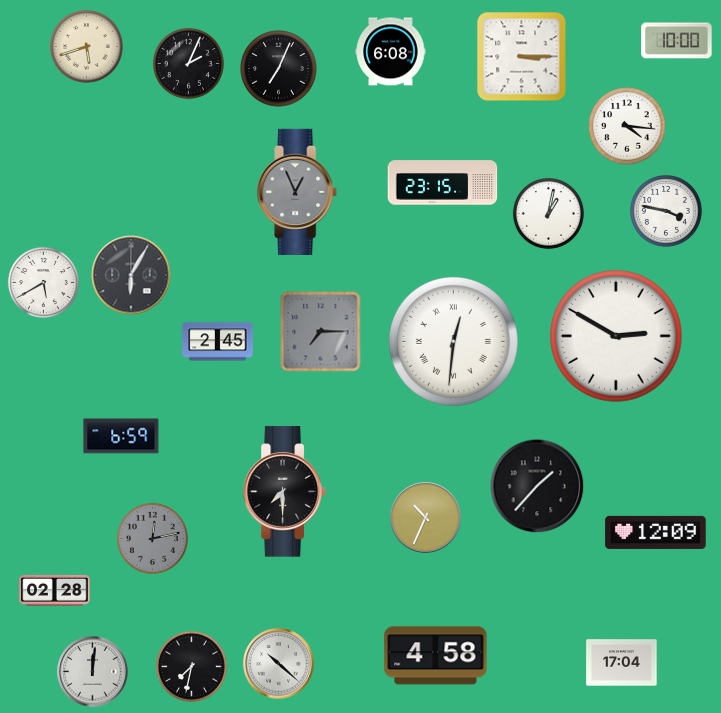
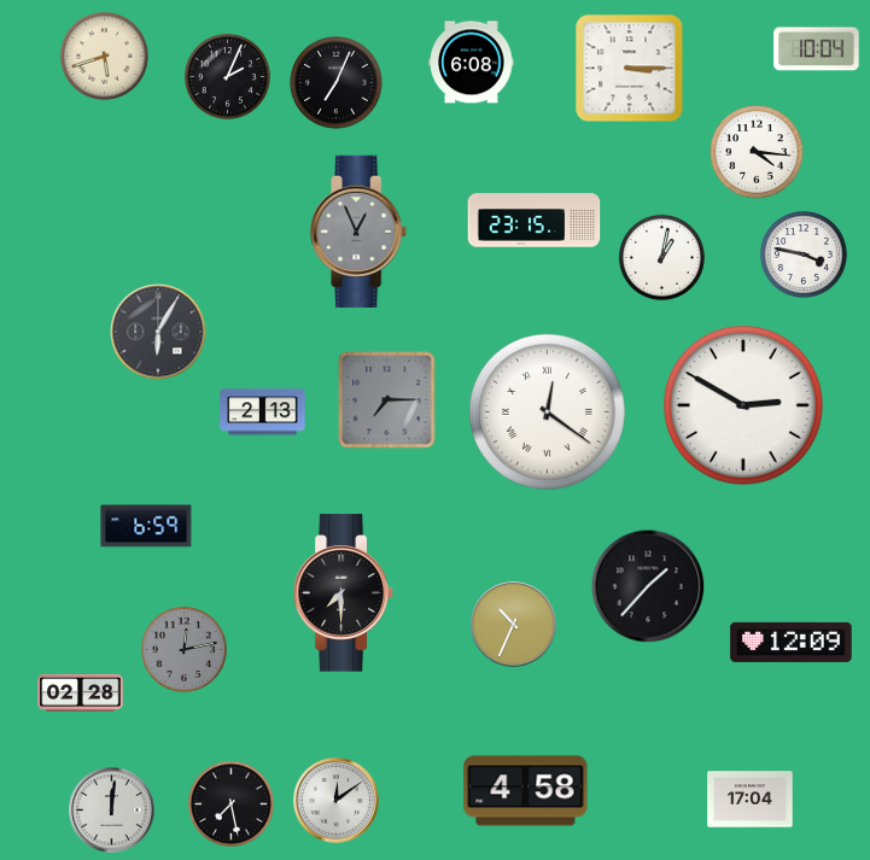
clock at (677, 41): 10:00 -> 10:04
clock at (43, 282): 5:40 -> none
clock at (453, 341): 12:31 -> 12:21
clock at (218, 342): 2:45 -> 2:13
clock at (55, 590) position: (55, 590) -> (81, 692)
clock at (279, 664): 10:22 -> 12:09
clock at (191, 666): 7:32 -> 7:28
